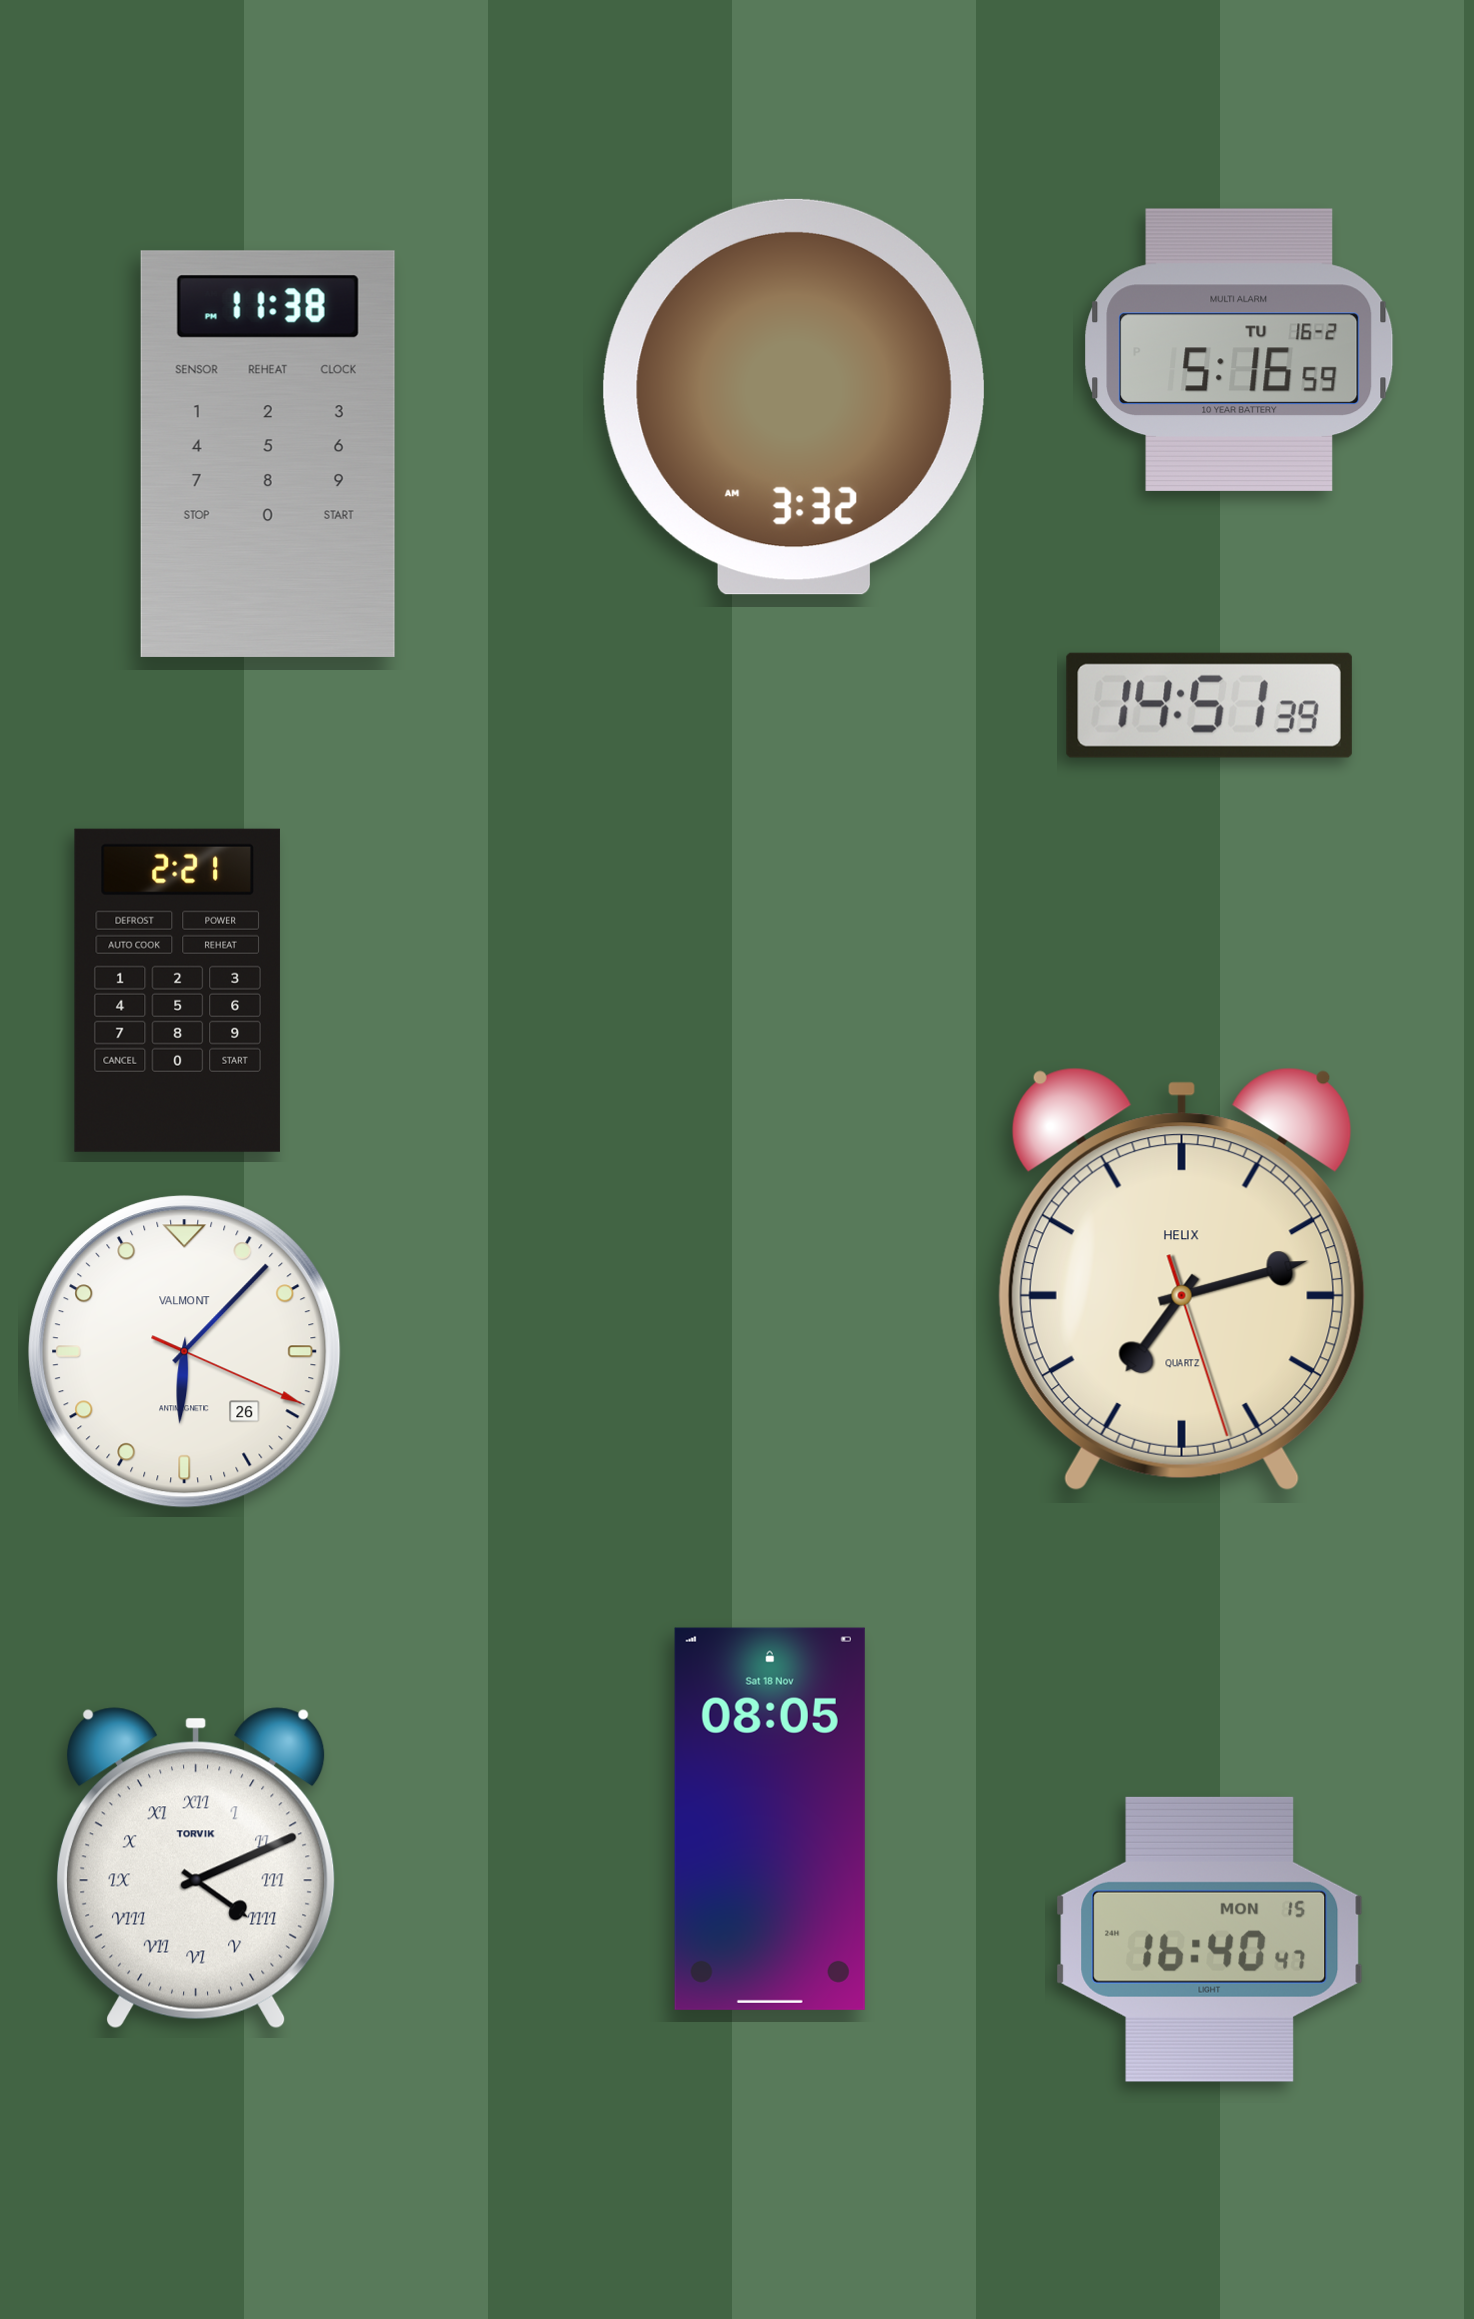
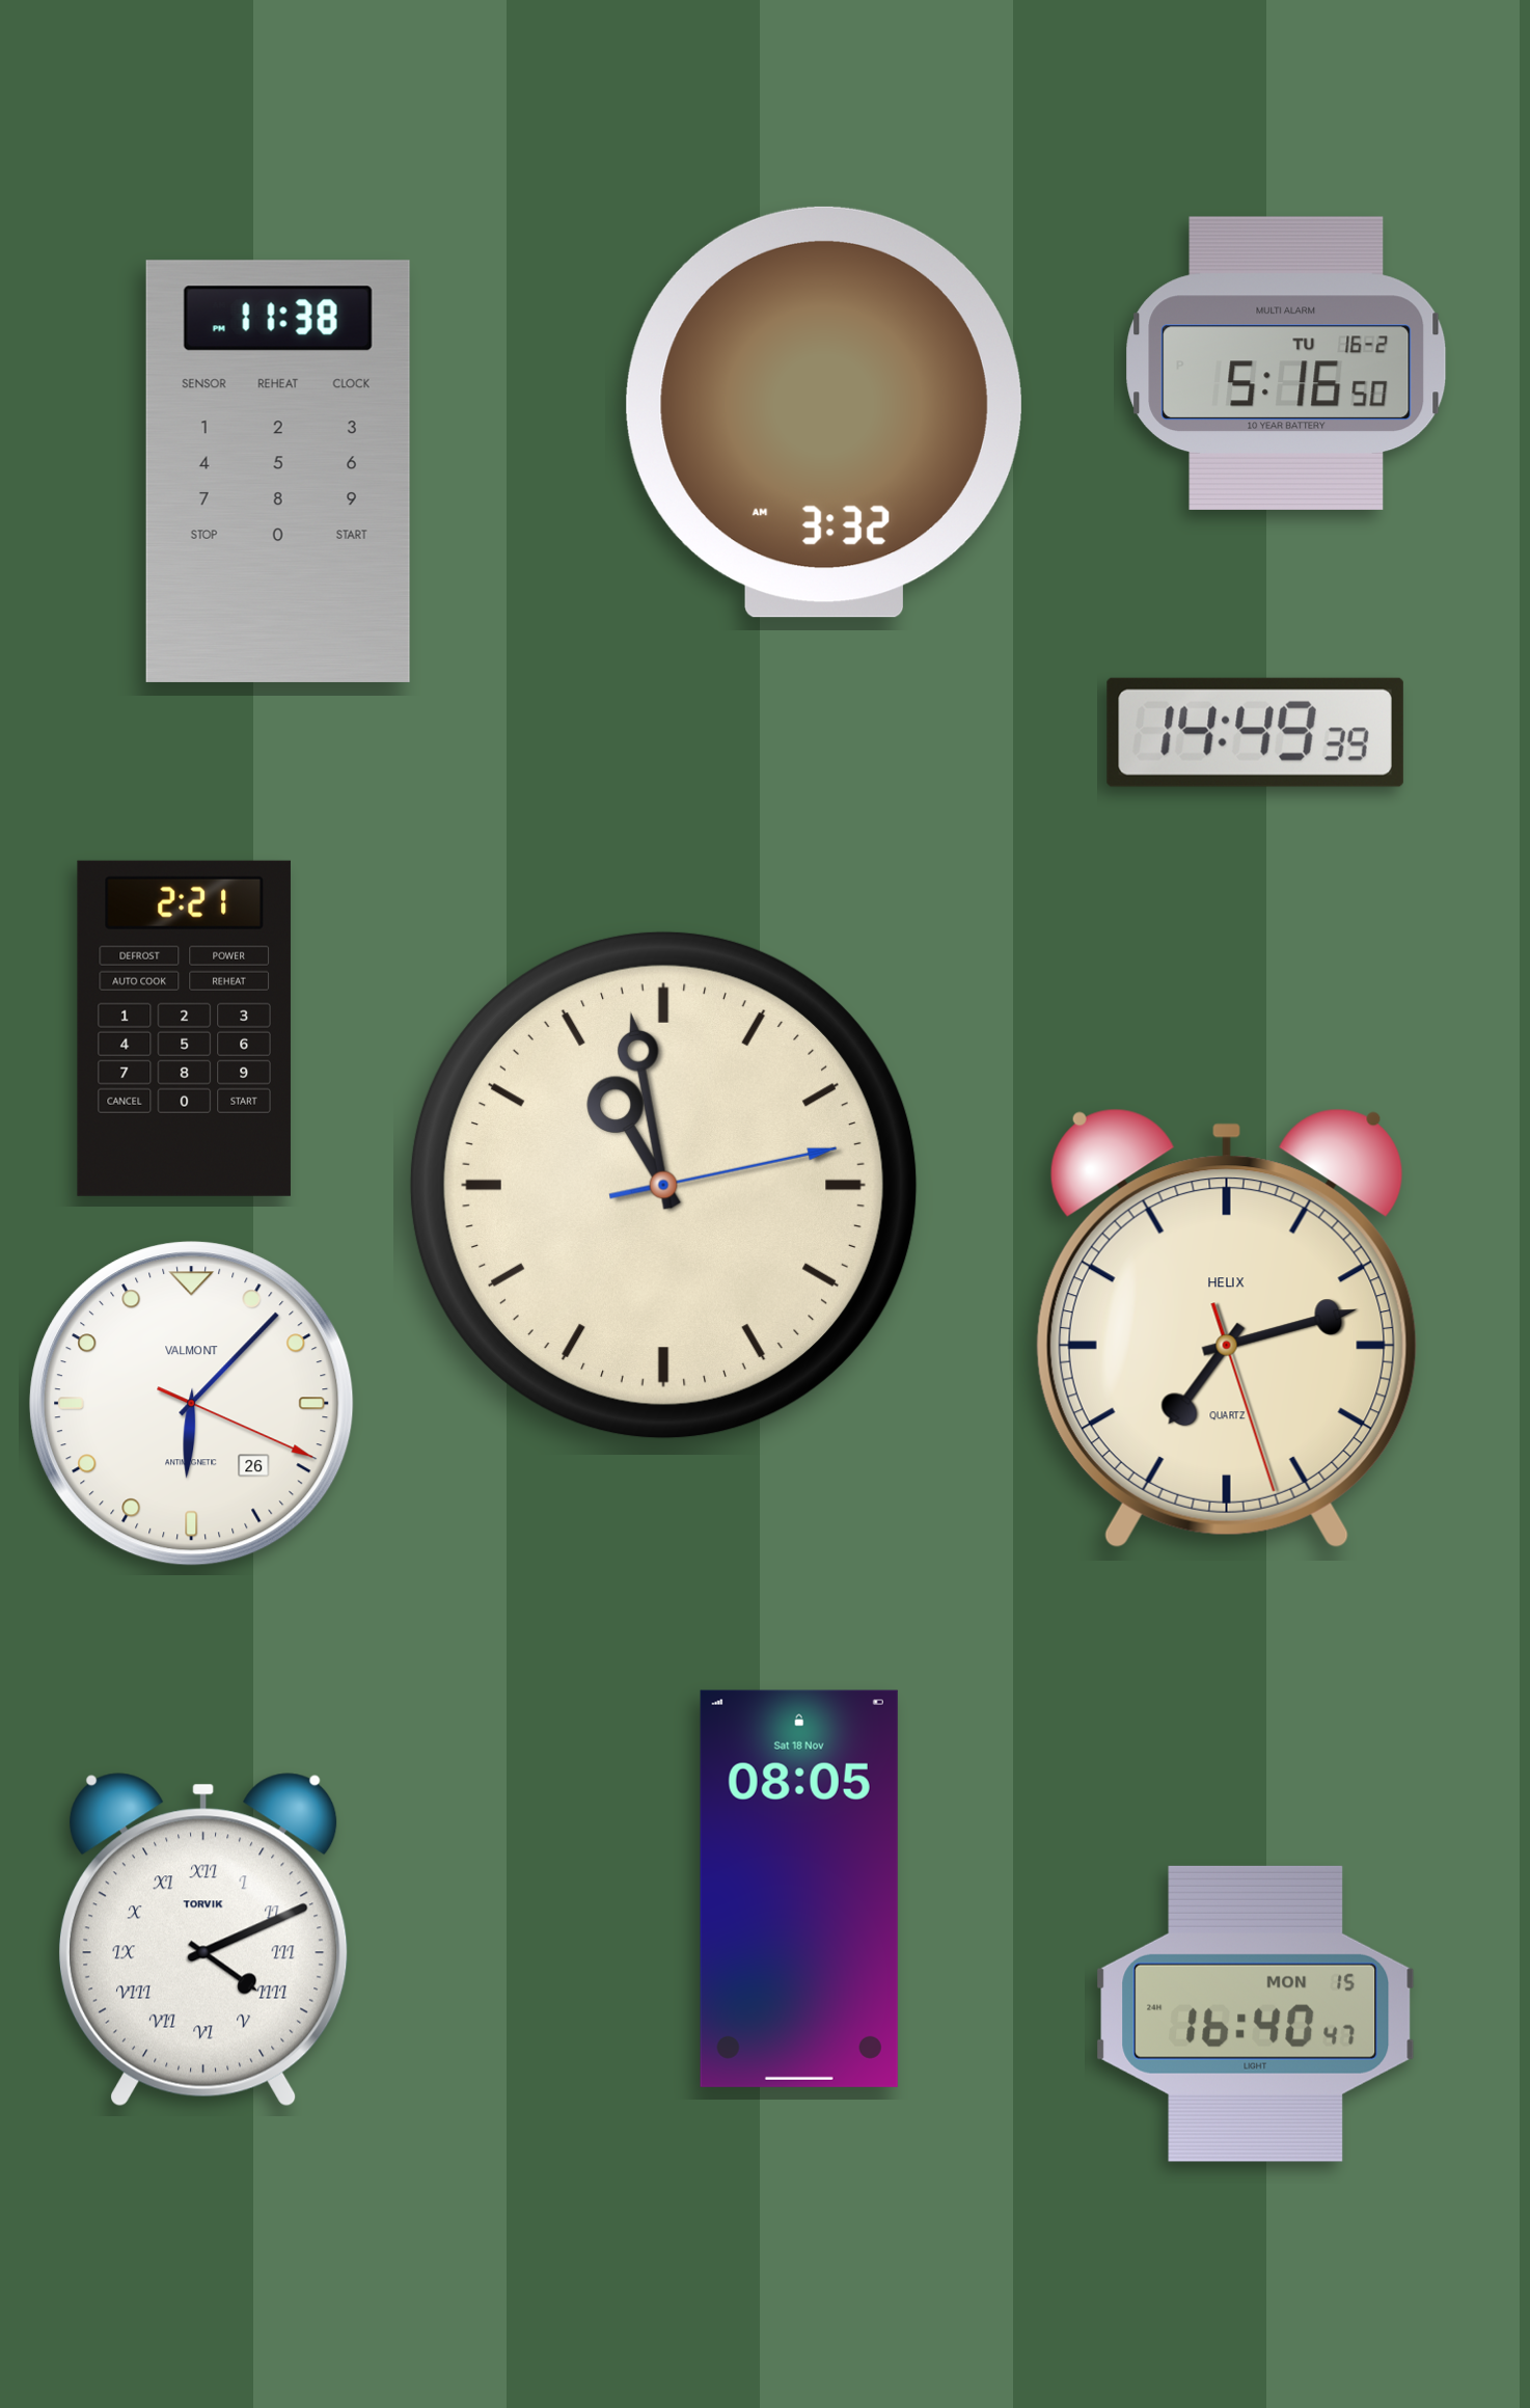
clock at (1239, 350): 5:16:59 -> 5:16:50
clock at (1209, 705): 14:51 -> 14:49
clock at (663, 1185): none -> 10:58
